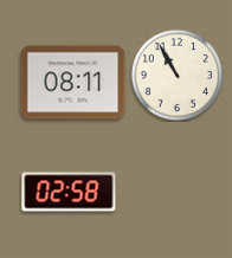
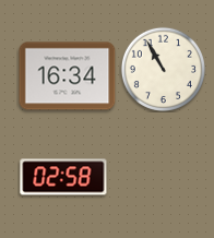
clock at (73, 83): 08:11 -> 16:34
